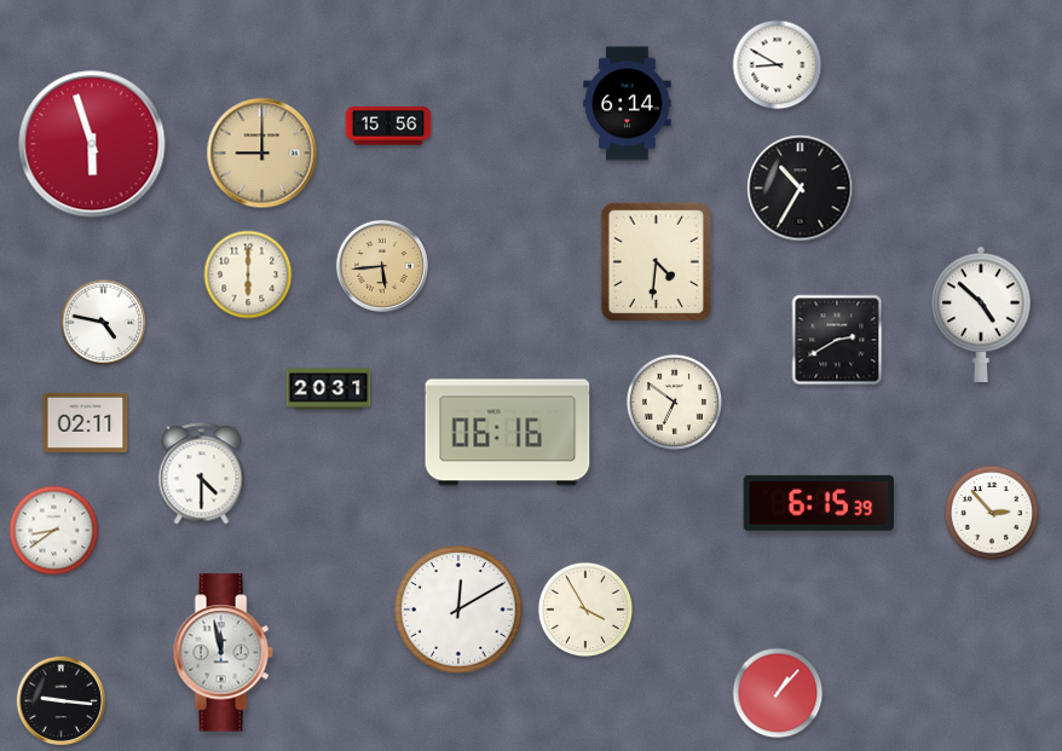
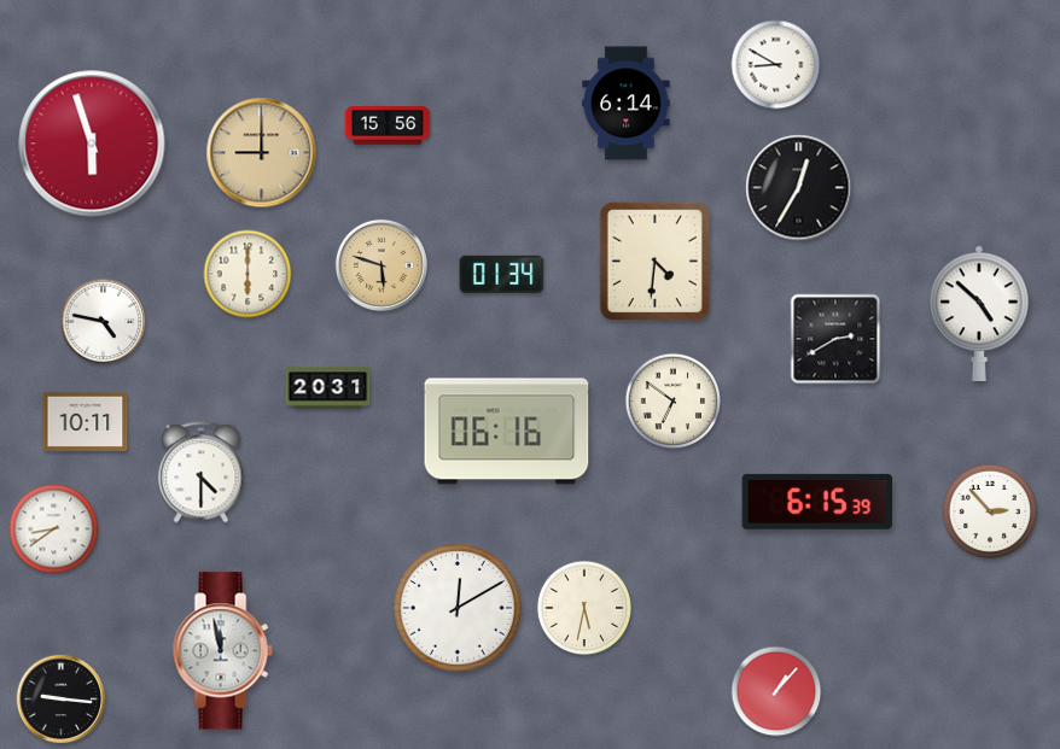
clock at (801, 189): 10:35 -> 12:35
clock at (382, 266): 5:44 -> 5:48
clock at (502, 274): none -> 01:34
clock at (86, 422): 02:11 -> 10:11
clock at (585, 610): 3:55 -> 5:32
